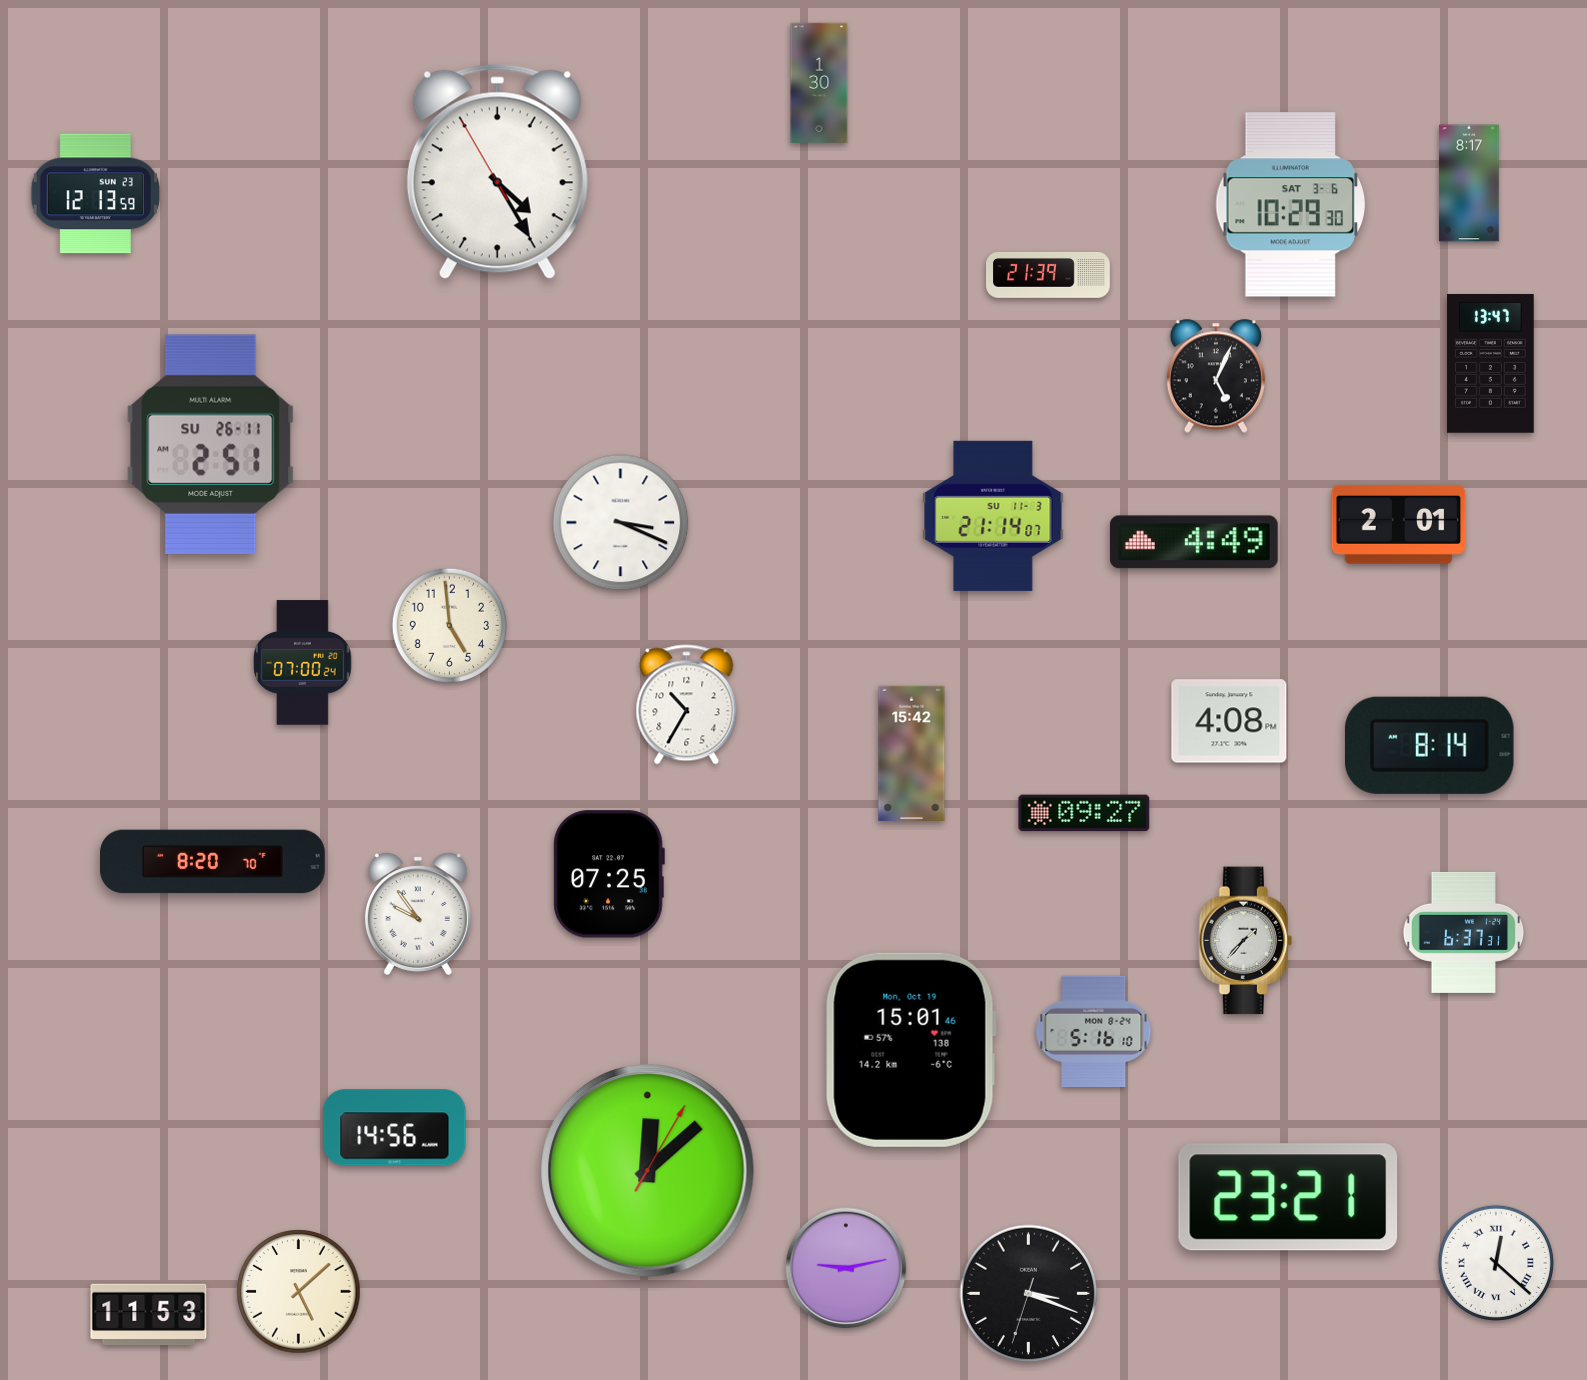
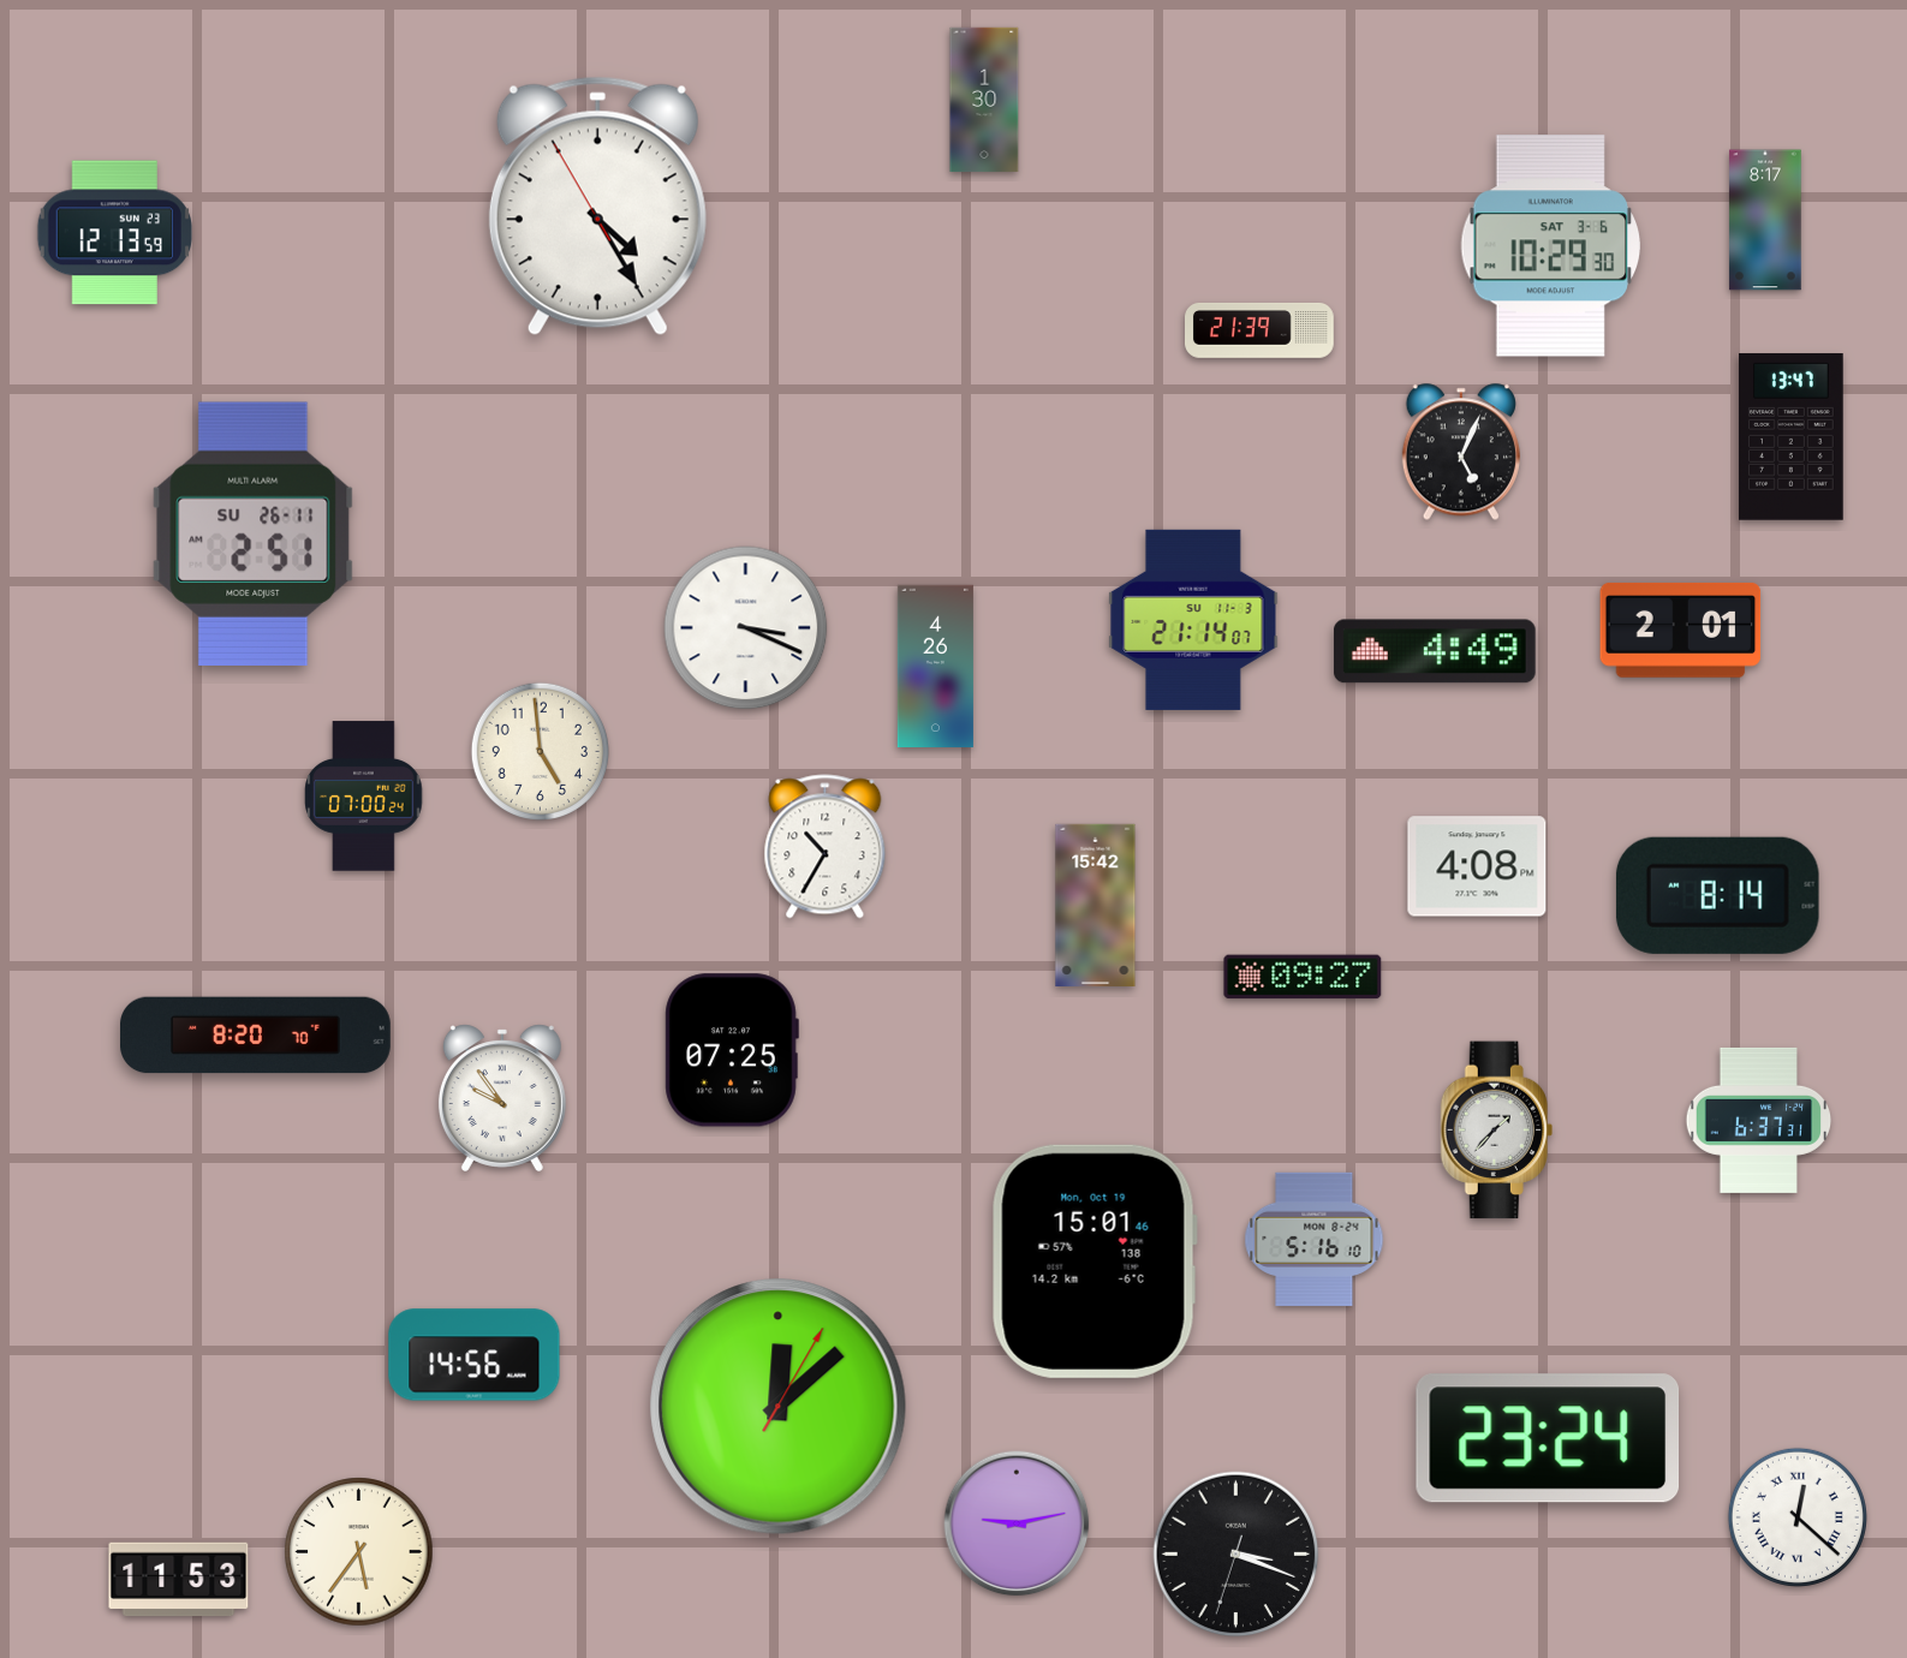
clock at (935, 666): none -> 4:26
clock at (1288, 1197): 23:21 -> 23:24
clock at (299, 1292): 5:08 -> 5:36
